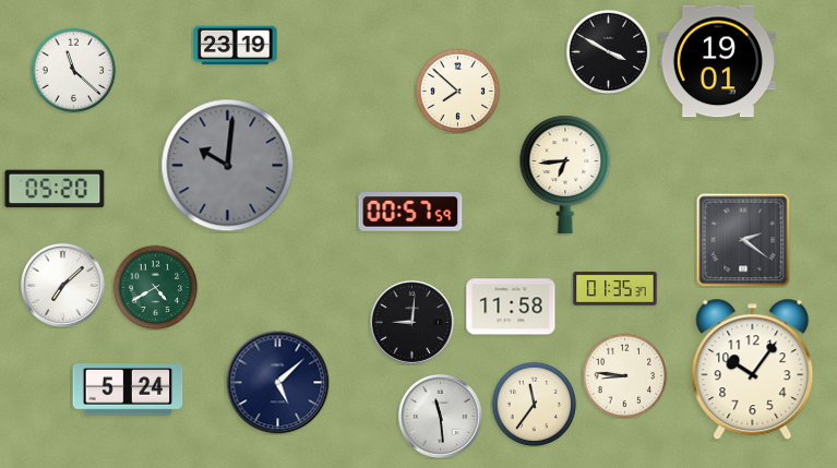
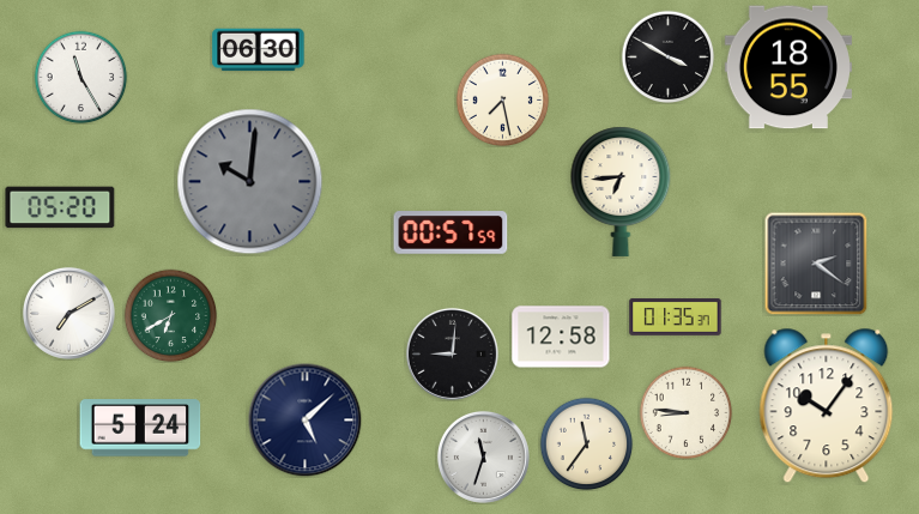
clock at (236, 46): 23:19 -> 06:30
clock at (718, 61): 19:01 -> 18:55
clock at (73, 70): 11:22 -> 11:25
clock at (457, 91): 7:52 -> 7:28
clock at (62, 285): 7:08 -> 7:10
clock at (155, 287): 4:40 -> 6:40
clock at (511, 307): 11:58 -> 12:58
clock at (440, 416): 11:29 -> 11:33
